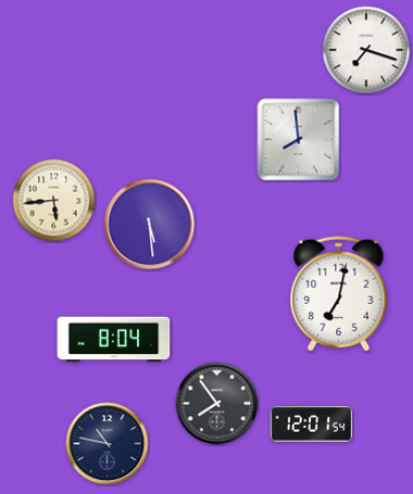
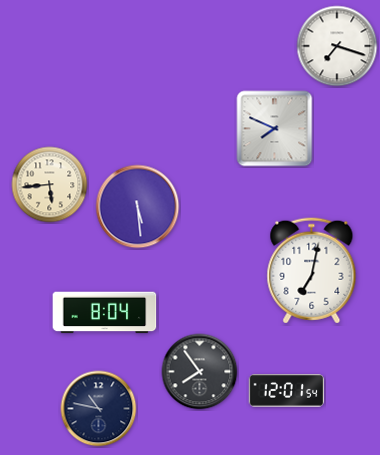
clock at (299, 140): 7:59 -> 7:49
